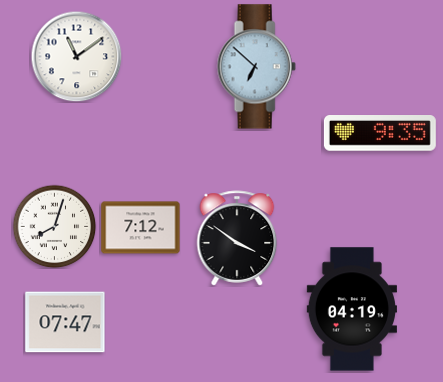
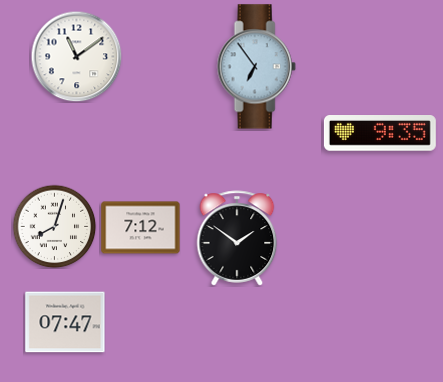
clock at (256, 67): 6:52 -> 6:54
clock at (237, 238): 3:51 -> 1:51
clock at (352, 309): 04:19 -> none
